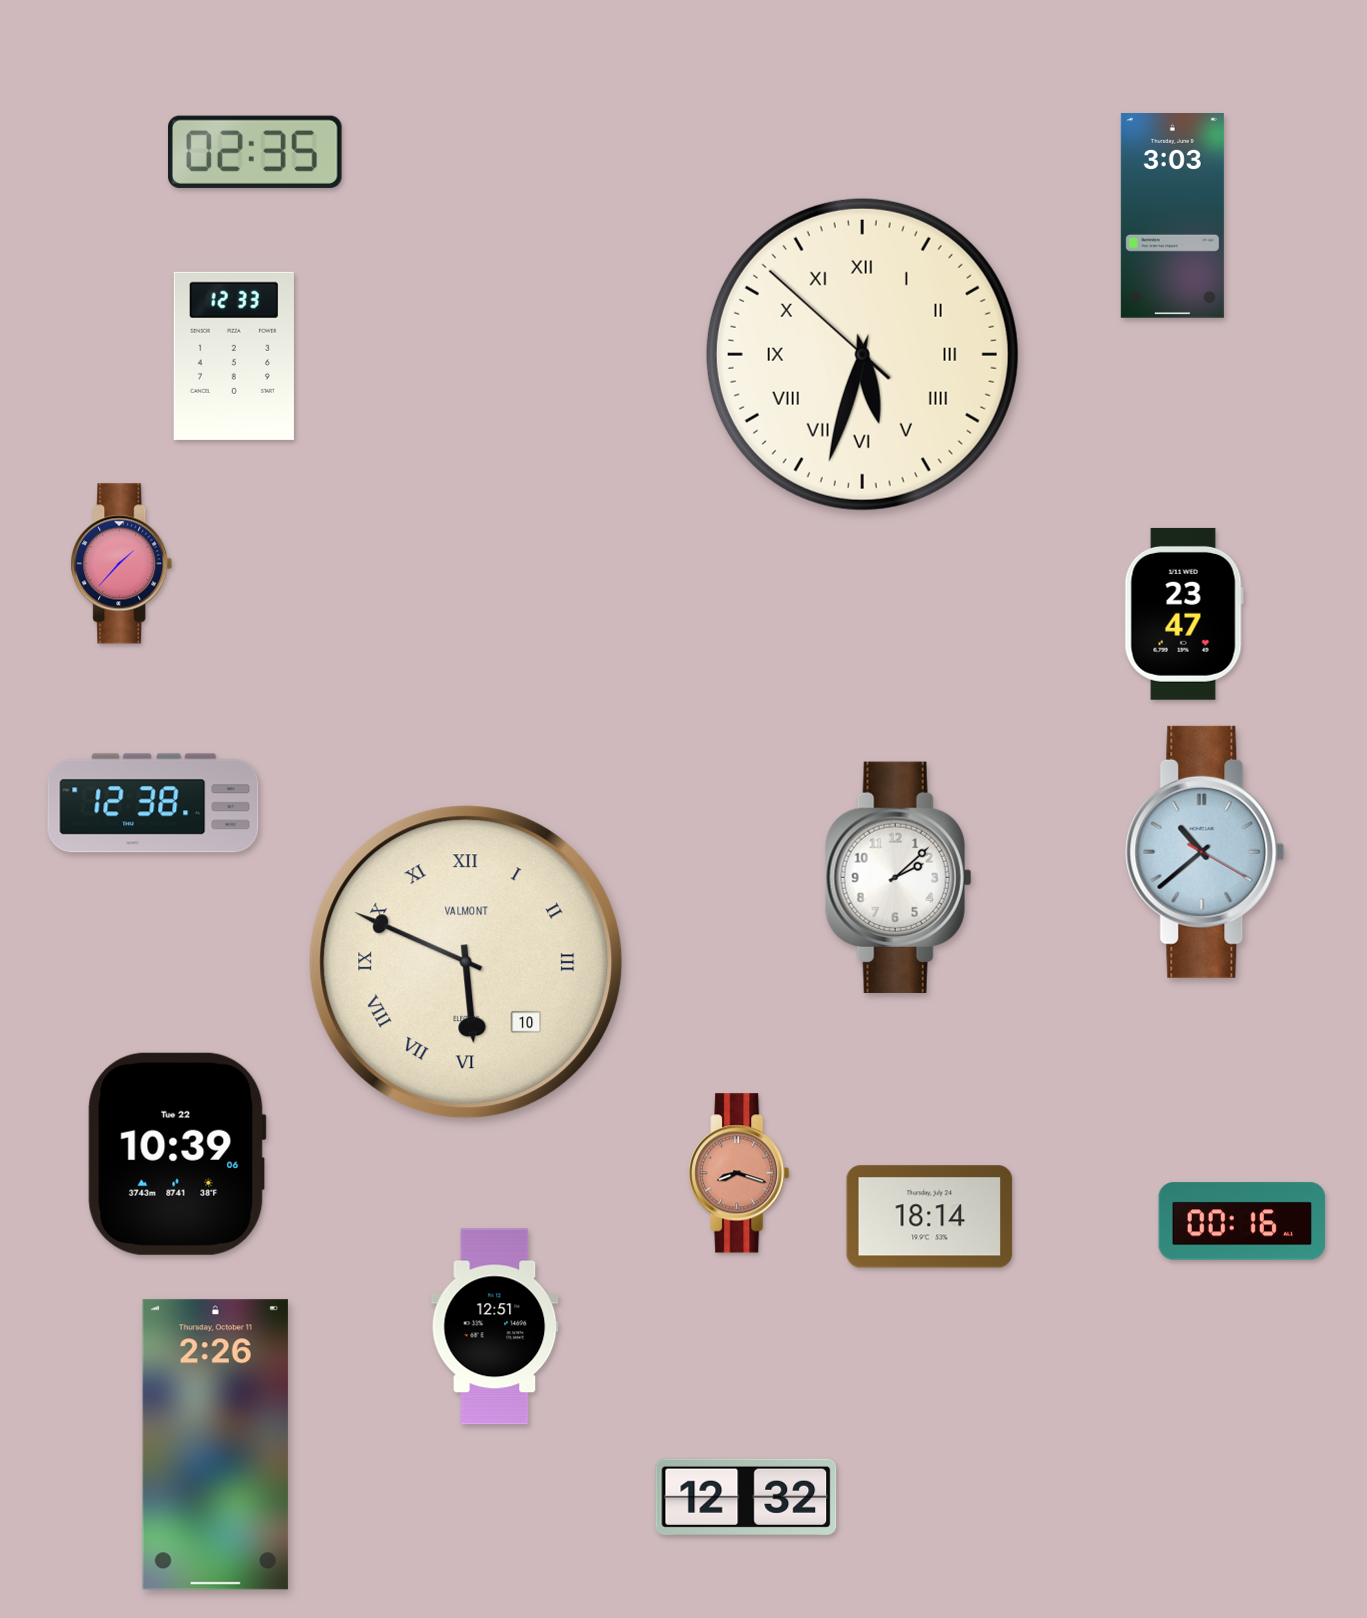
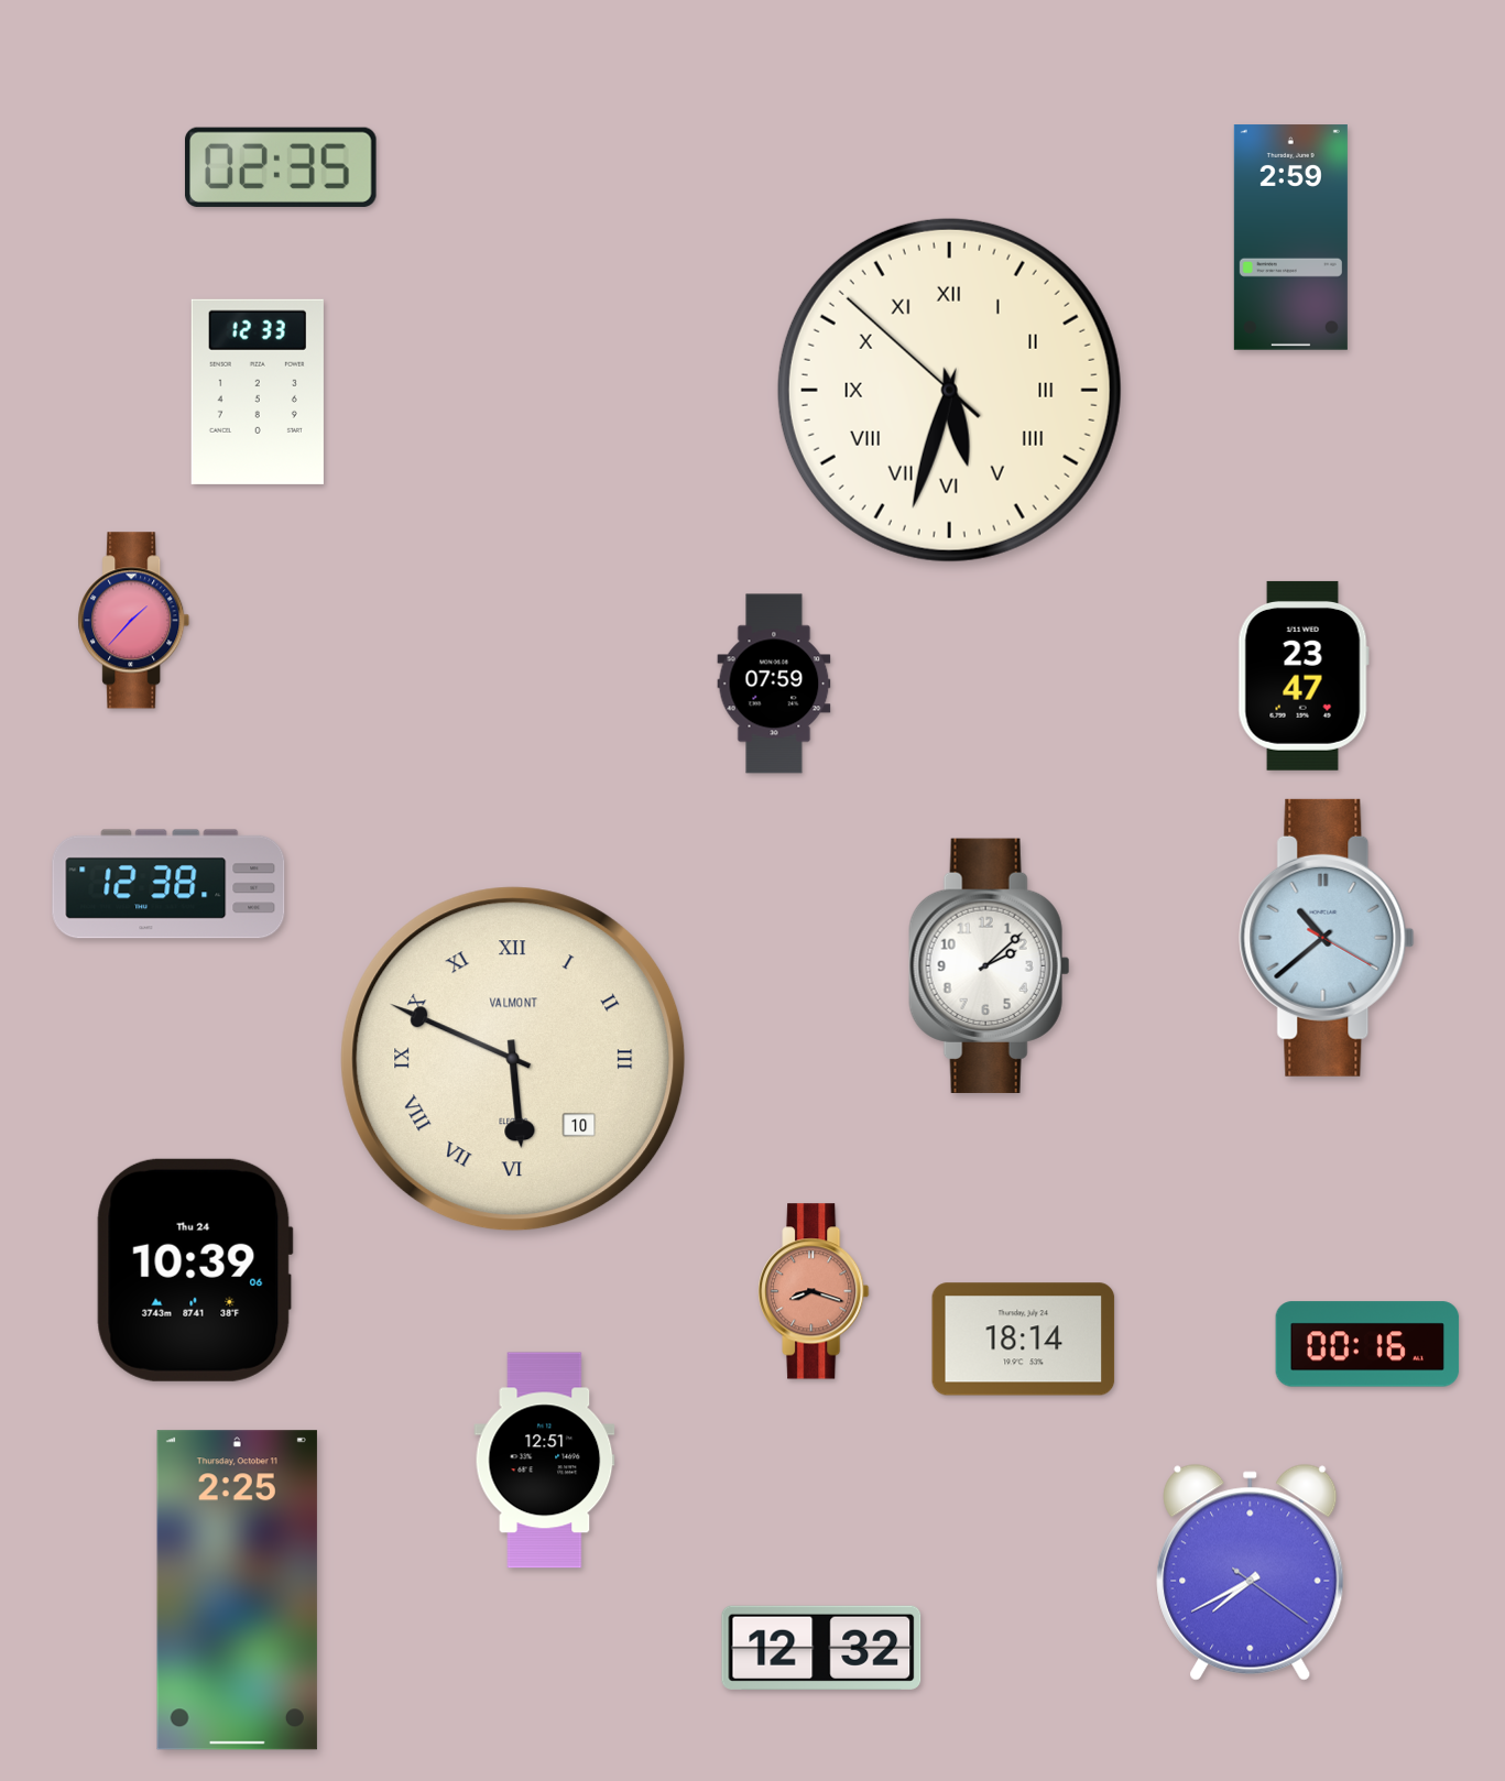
clock at (1172, 216): 3:03 -> 2:59
clock at (774, 684): none -> 07:59
clock at (177, 1154) date: Tue 22 -> Thu 24
clock at (1251, 1573): none -> 7:40
clock at (215, 1445): 2:26 -> 2:25
